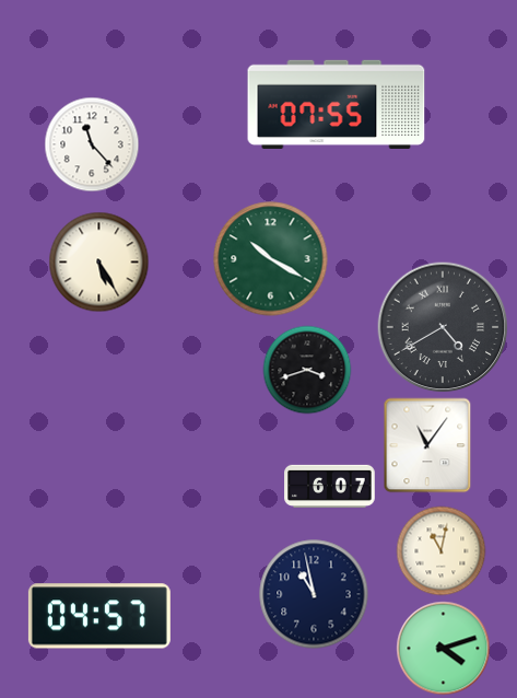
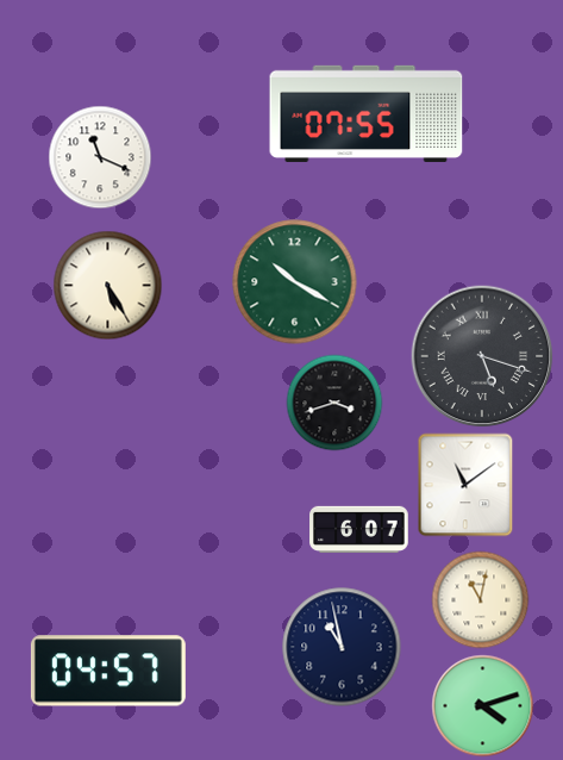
clock at (92, 144): 11:23 -> 11:19
clock at (443, 327): 4:40 -> 5:18
clock at (427, 445): 11:06 -> 11:09
